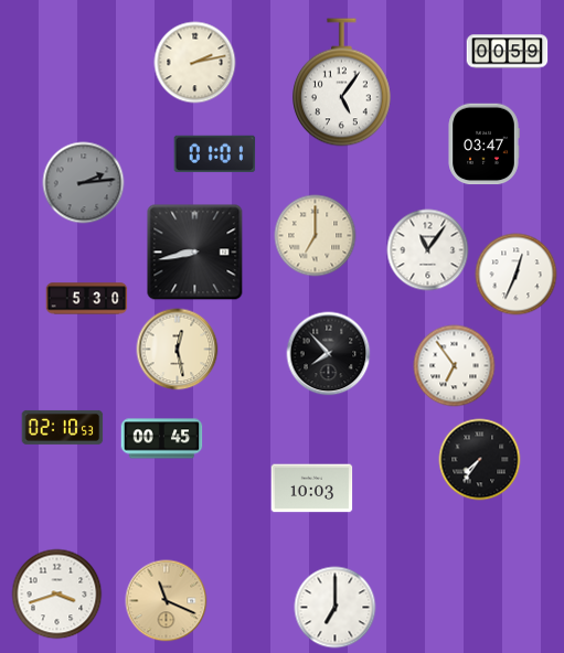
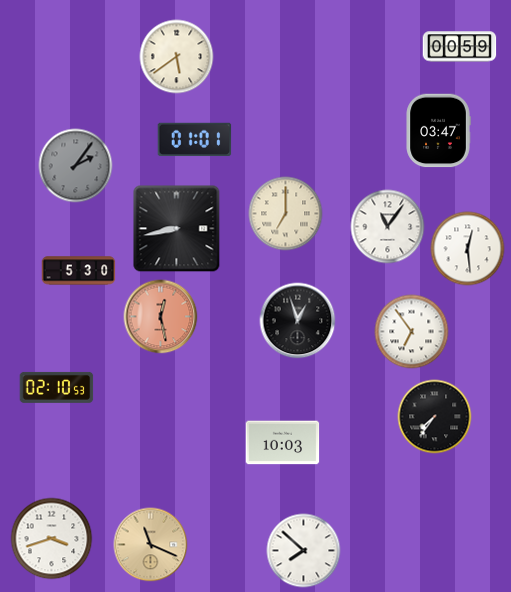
clock at (195, 63): 2:13 -> 5:39
clock at (342, 83): 5:06 -> none
clock at (84, 183): 2:14 -> 2:06
clock at (517, 275): 12:34 -> 12:29
clock at (178, 350) dial: cream -> salmon
clock at (329, 354): 7:53 -> 12:57
clock at (162, 439): 00:45 -> none
clock at (336, 608): 7:00 -> 7:52
